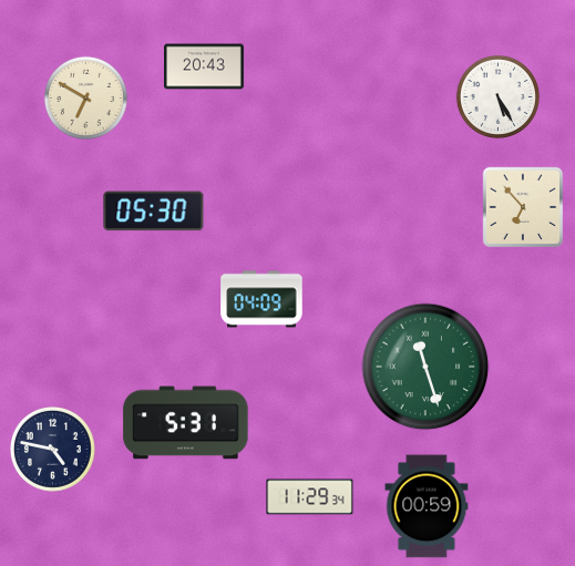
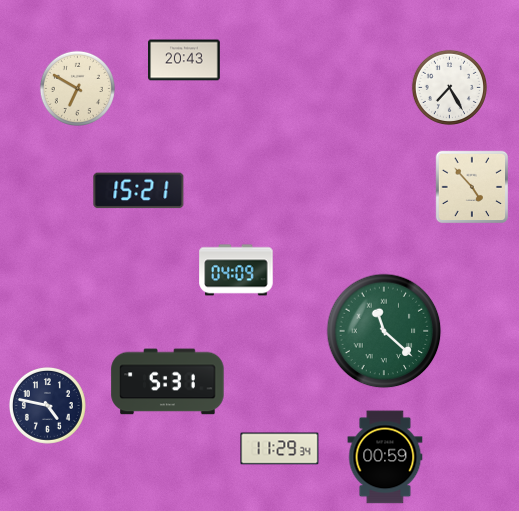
clock at (497, 96): 5:25 -> 7:25
clock at (523, 207): 6:53 -> 4:53
clock at (154, 212): 05:30 -> 15:21
clock at (425, 367): 11:27 -> 11:22
